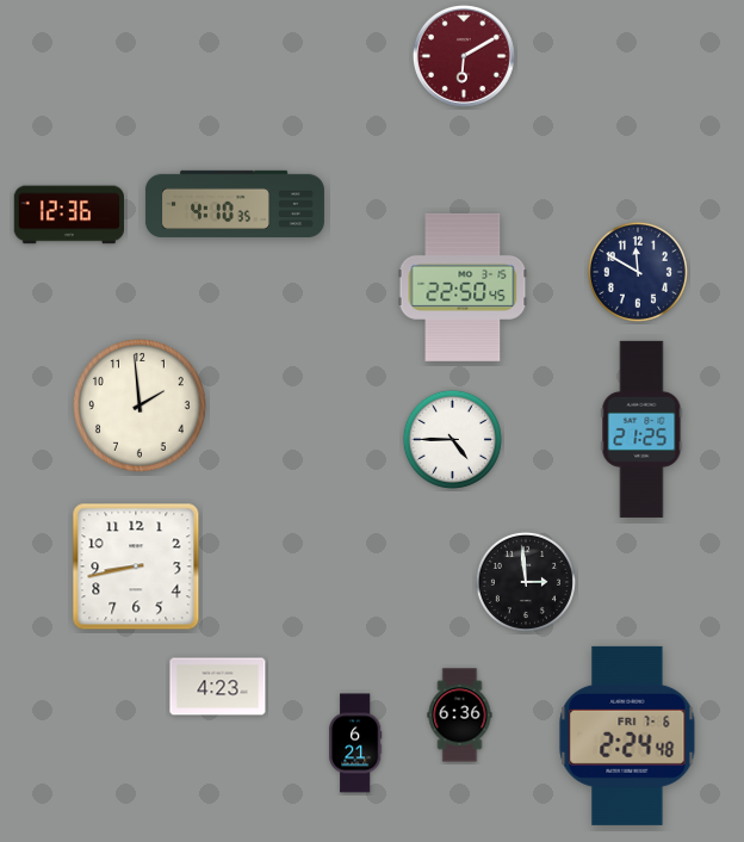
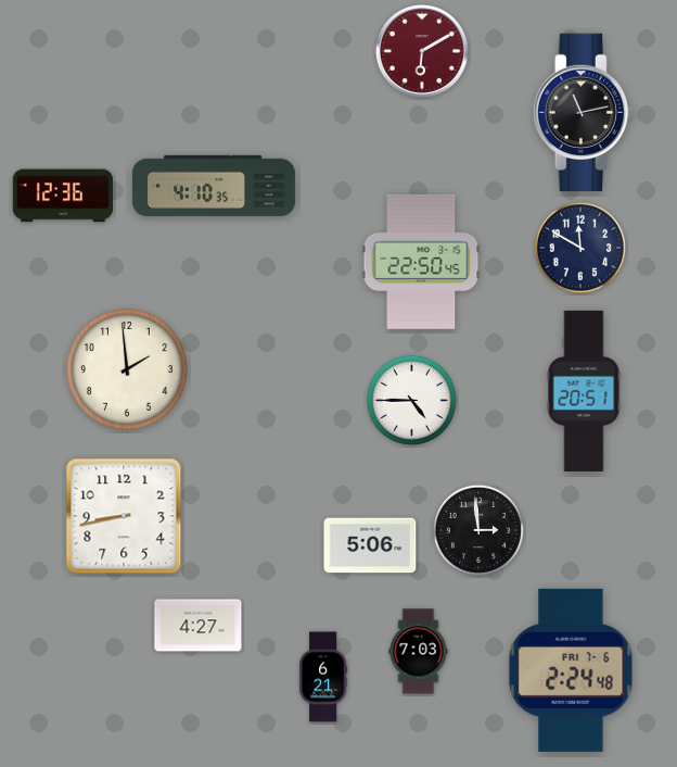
clock at (583, 112): none -> 11:13
clock at (641, 429): 21:25 -> 20:51
clock at (370, 545): none -> 5:06
clock at (218, 687): 4:23 -> 4:27
clock at (460, 716): 6:36 -> 7:03
